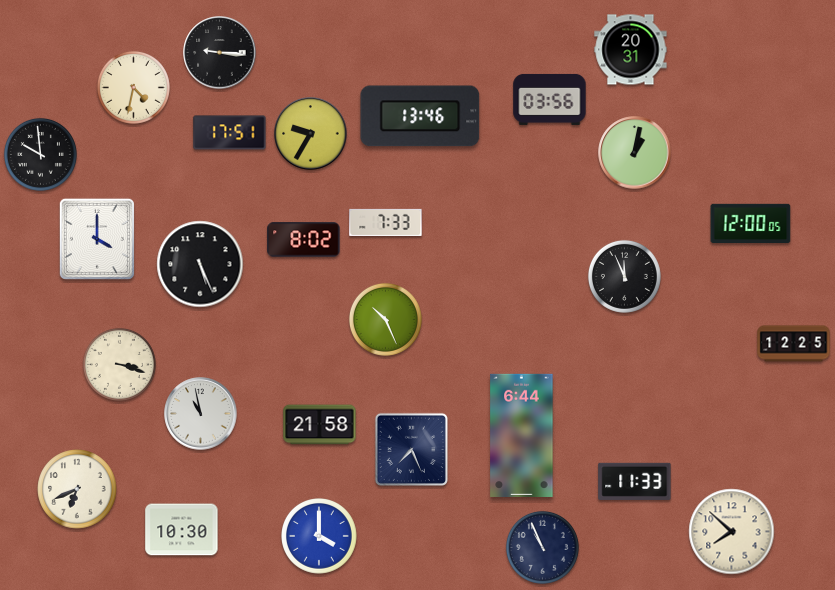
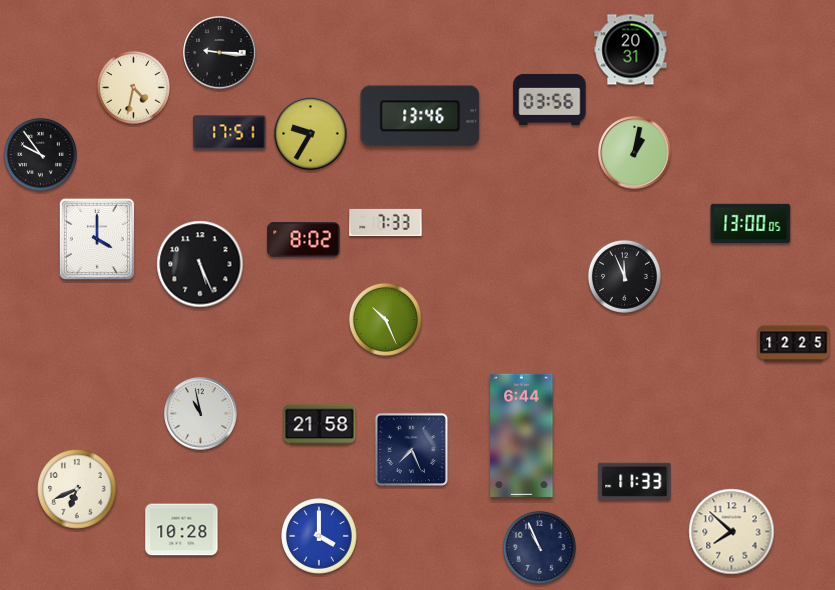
clock at (40, 154): 9:59 -> 9:54
clock at (751, 224): 12:00 -> 13:00
clock at (119, 364): 3:18 -> none
clock at (182, 530): 10:30 -> 10:28
clock at (542, 547) position: (542, 547) -> (539, 547)
